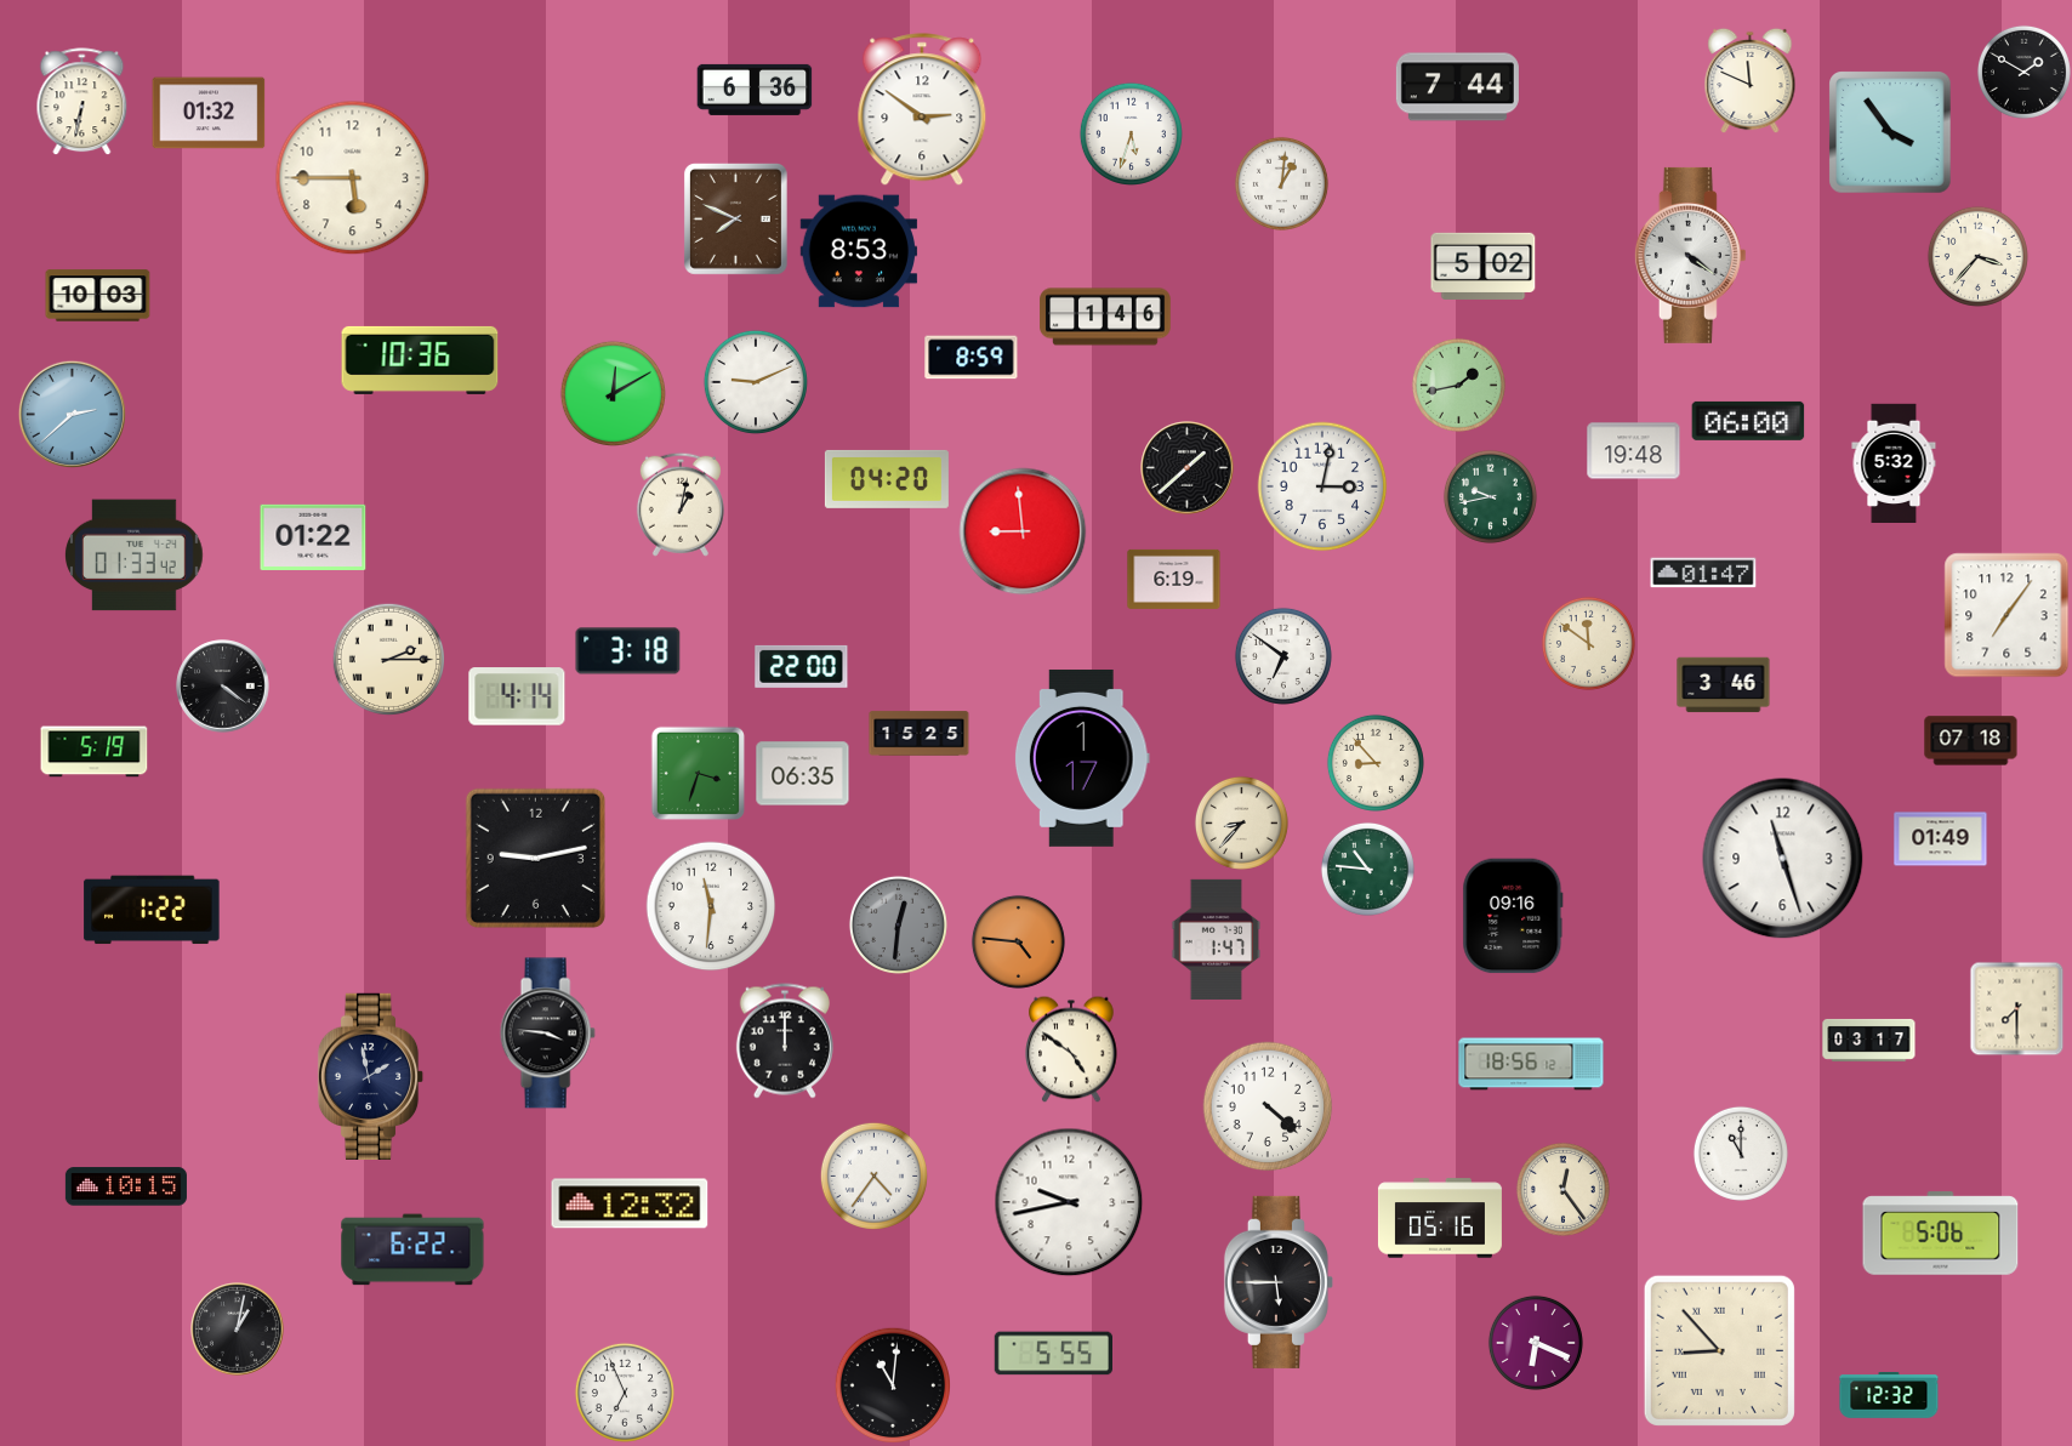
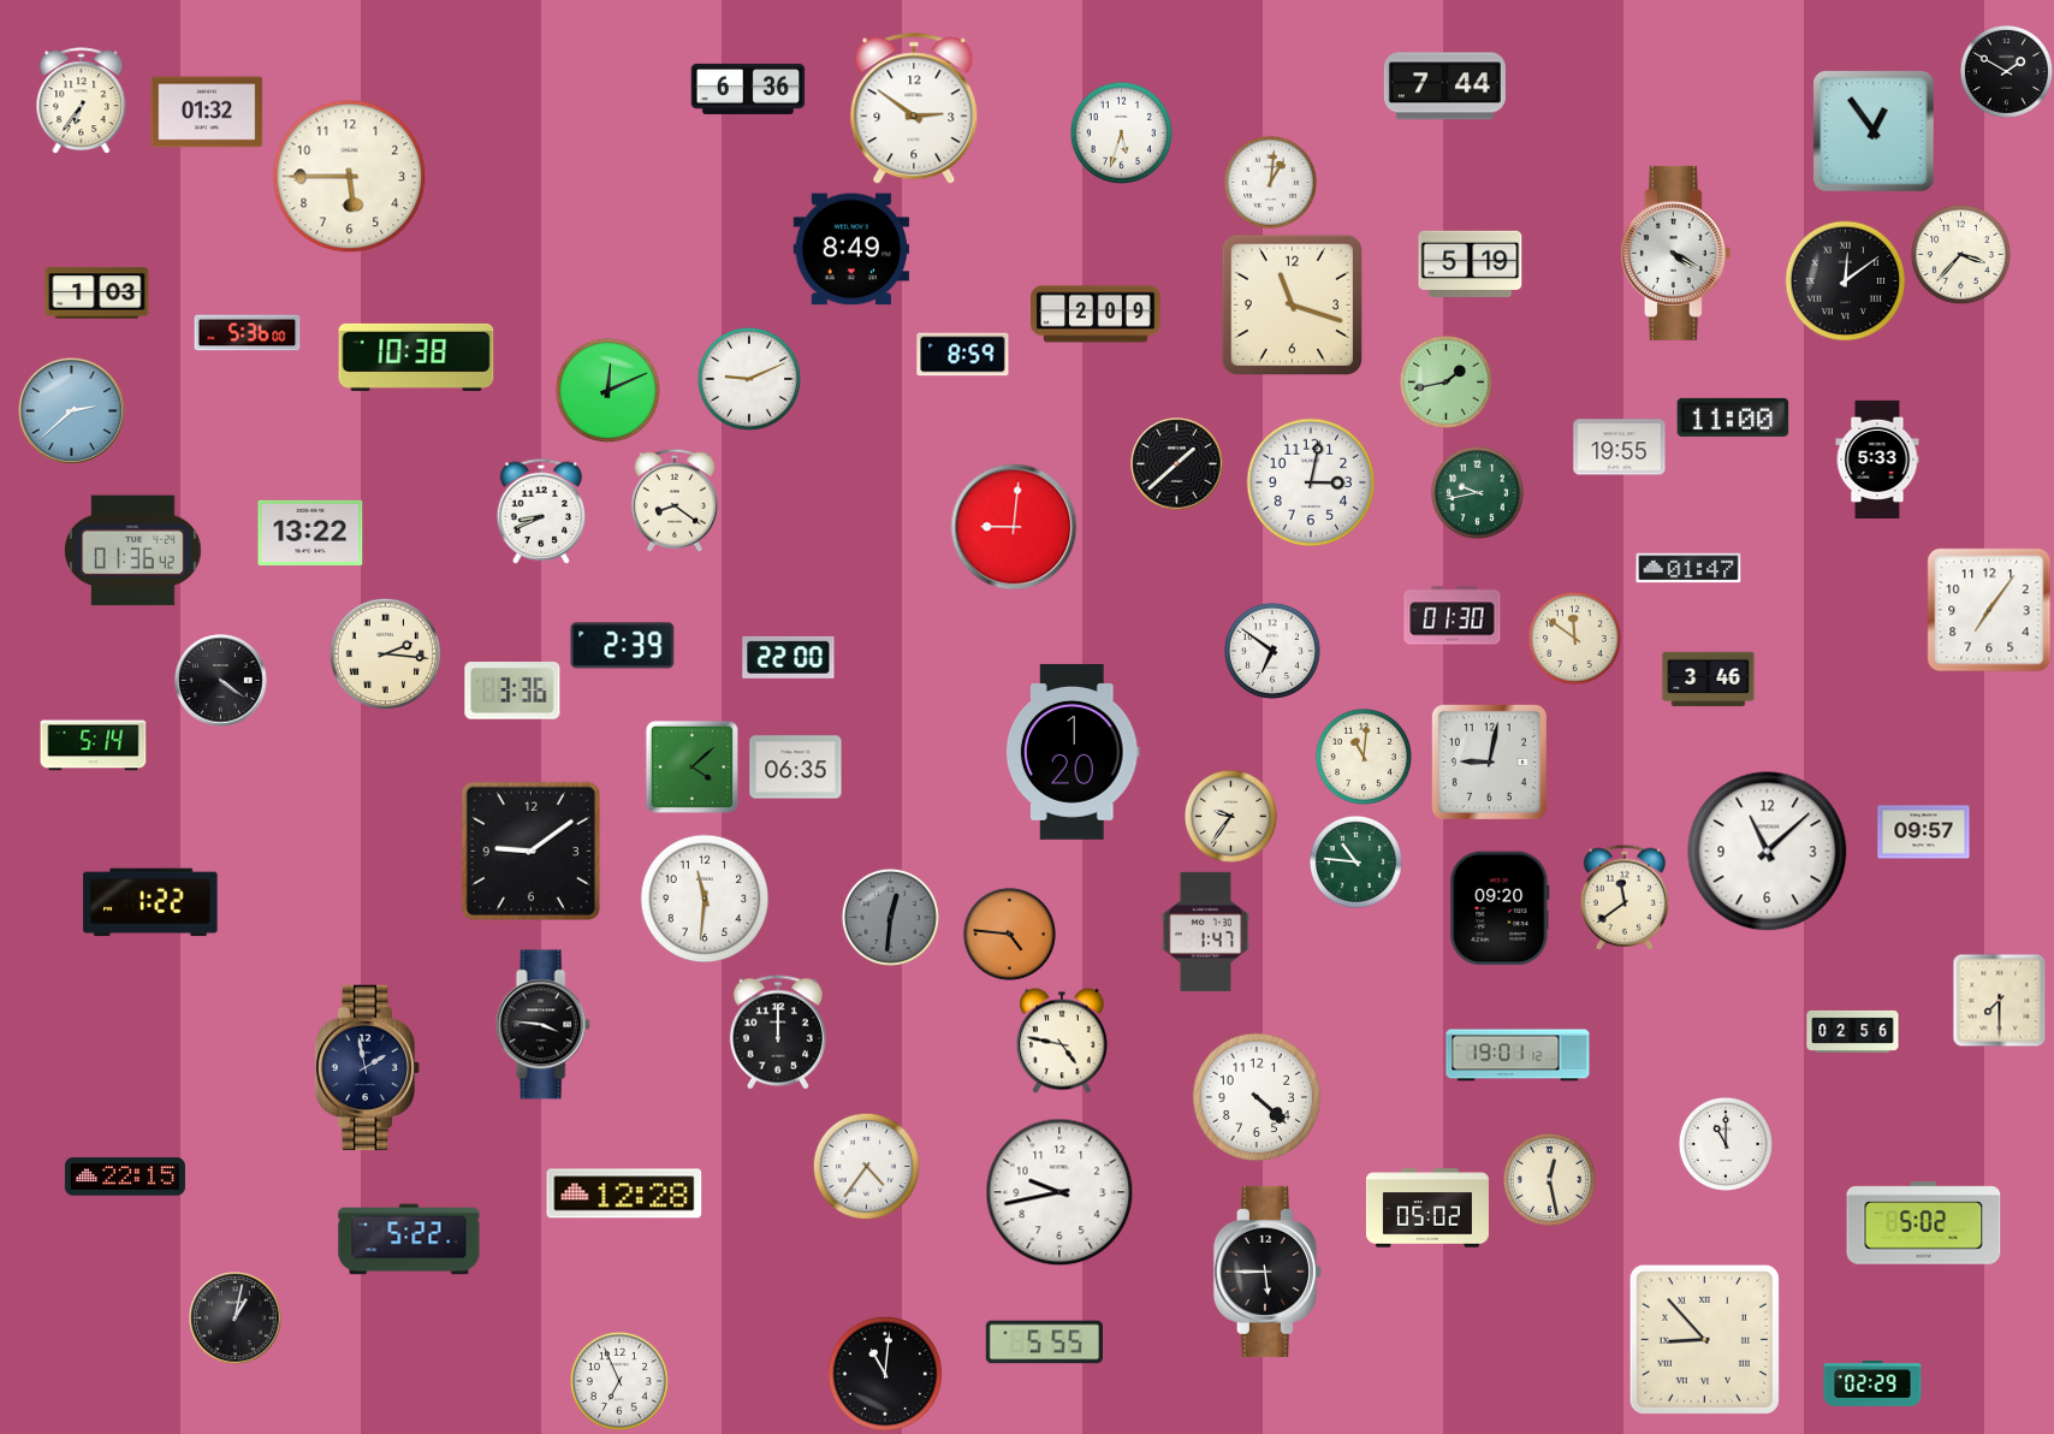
clock at (1751, 80): 11:49 -> none
clock at (82, 102): 6:32 -> 6:36
clock at (1890, 132): 3:54 -> 12:54
clock at (735, 218): 7:49 -> none
clock at (859, 251): 8:53 -> 8:49
clock at (1690, 255): 4:21 -> 4:20
clock at (1484, 266): 5:02 -> 5:19
clock at (1846, 282): none -> 12:09
clock at (98, 296): 10:03 -> 1:03
clock at (1293, 306): none -> 11:18
clock at (1105, 317): 1:46 -> 2:09
clock at (248, 333): none -> 5:36
clock at (420, 360): 10:36 -> 10:38
clock at (613, 393): 12:10 -> 12:11
clock at (1748, 421): 06:00 -> 11:00
clock at (1634, 451): 19:48 -> 19:55
clock at (1894, 462): 5:32 -> 5:33
clock at (887, 479): 04:20 -> none
clock at (681, 505): 1:02 -> 8:21
clock at (541, 511): none -> 8:41
clock at (1023, 531): 8:59 -> 9:01
clock at (313, 537): 01:22 -> 13:22
clock at (135, 556): 01:33 -> 01:36
clock at (1174, 579): 6:19 -> none
clock at (1453, 616): none -> 01:30
clock at (628, 651): 3:18 -> 2:39
clock at (388, 659): 2:15 -> 2:16
clock at (802, 666) position: (802, 666) -> (789, 657)
clock at (517, 696): 4:14 -> 3:36
clock at (920, 734): 15:25 -> none
clock at (1971, 741): 07:18 -> none
clock at (95, 752): 5:19 -> 5:14
clock at (1082, 758): 1:17 -> 1:20
clock at (1376, 763): 8:53 -> 11:01
clock at (1489, 762): none -> 9:02
clock at (698, 773): 3:33 -> 4:08
clock at (1241, 822): 8:37 -> 9:36
clock at (1941, 839): 01:49 -> 09:57
clock at (535, 858): 9:13 -> 9:09
clock at (1783, 859): 11:27 -> 11:08
clock at (1625, 897): none -> 11:39
clock at (1513, 916): 09:16 -> 09:20
clock at (1869, 1040): 03:17 -> 02:56
clock at (1071, 1049): 4:51 -> 4:47
clock at (1531, 1064): 18:56 -> 19:01
clock at (126, 1186): 10:15 -> 22:15
clock at (1562, 1189): 12:24 -> 12:28
clock at (630, 1203): 12:32 -> 12:28
clock at (1440, 1218): 05:16 -> 05:02
clock at (1941, 1234): 5:06 -> 5:02
clock at (412, 1249): 6:22 -> 5:22
clock at (1536, 1343): 6:19 -> none
clock at (1889, 1395): 12:32 -> 02:29
